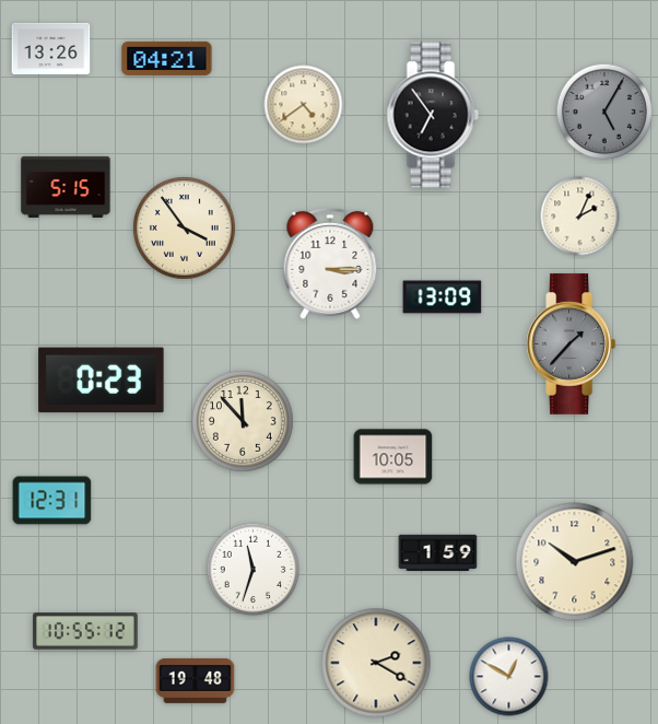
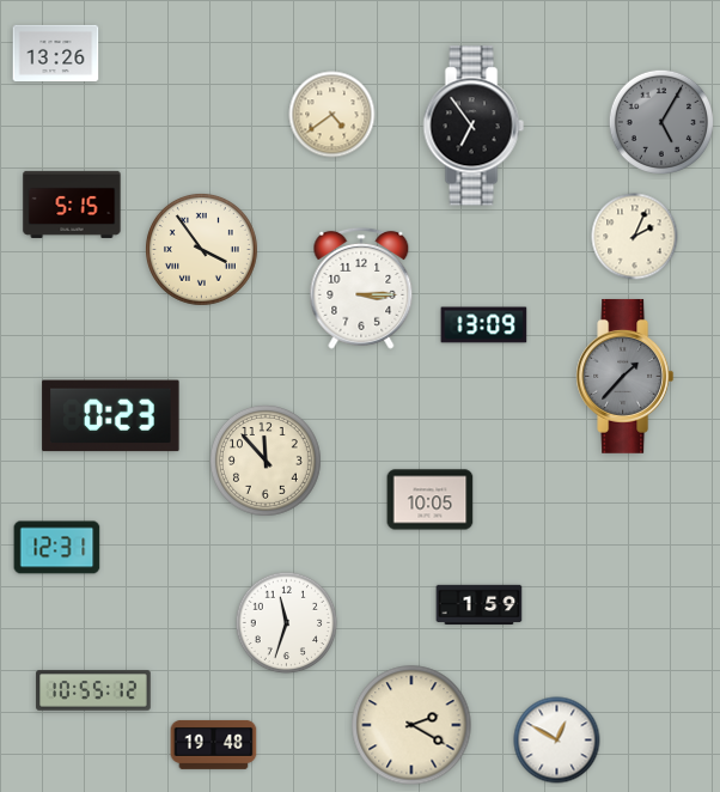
clock at (167, 58): 04:21 -> none
clock at (575, 562): 10:12 -> none
clock at (254, 570) position: (254, 570) -> (287, 623)
